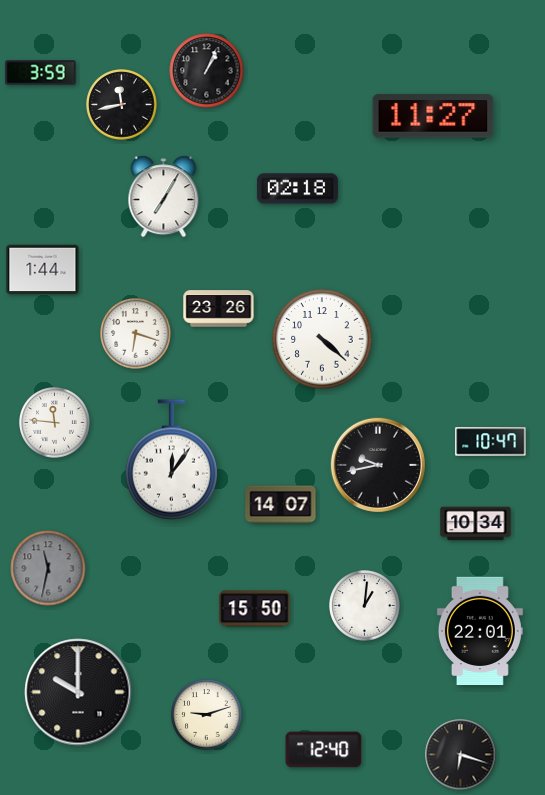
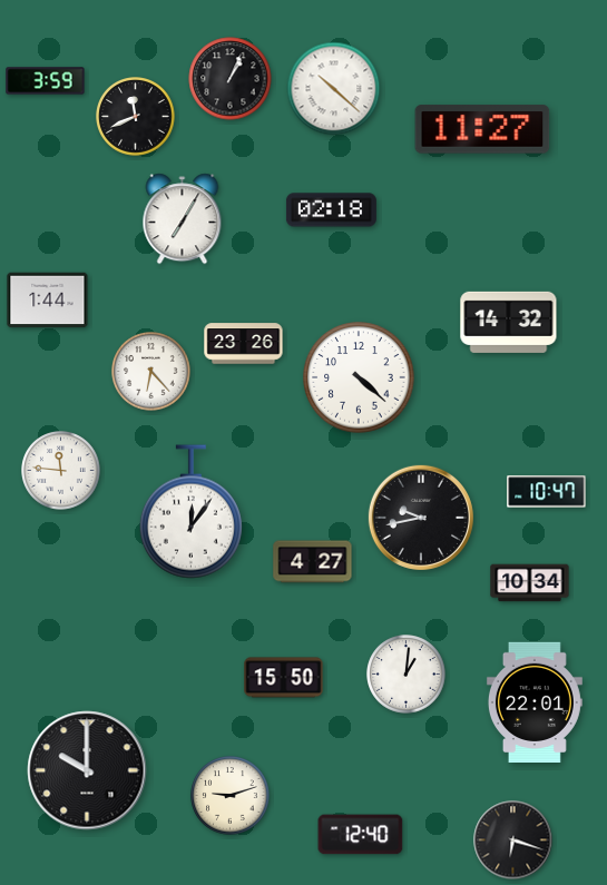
clock at (334, 89): none -> 10:22
clock at (122, 105): 11:43 -> 11:41
clock at (509, 322): none -> 14:32
clock at (136, 334): 6:18 -> 6:23
clock at (281, 505): 14:07 -> 4:27
clock at (48, 568): 11:32 -> none
